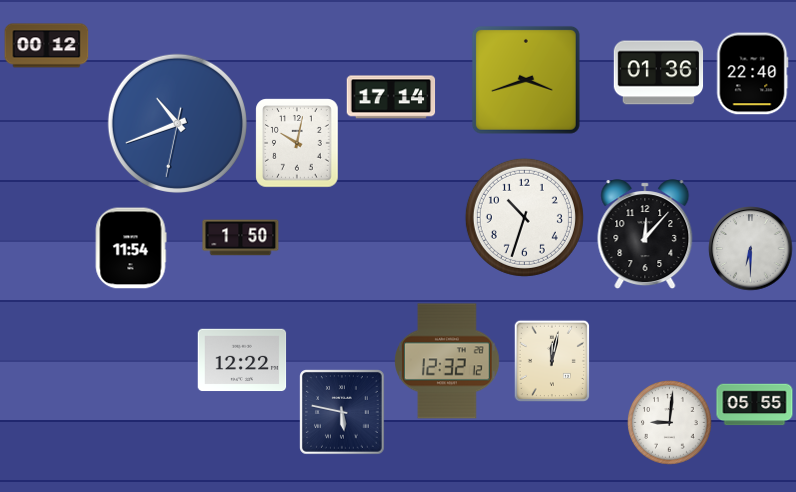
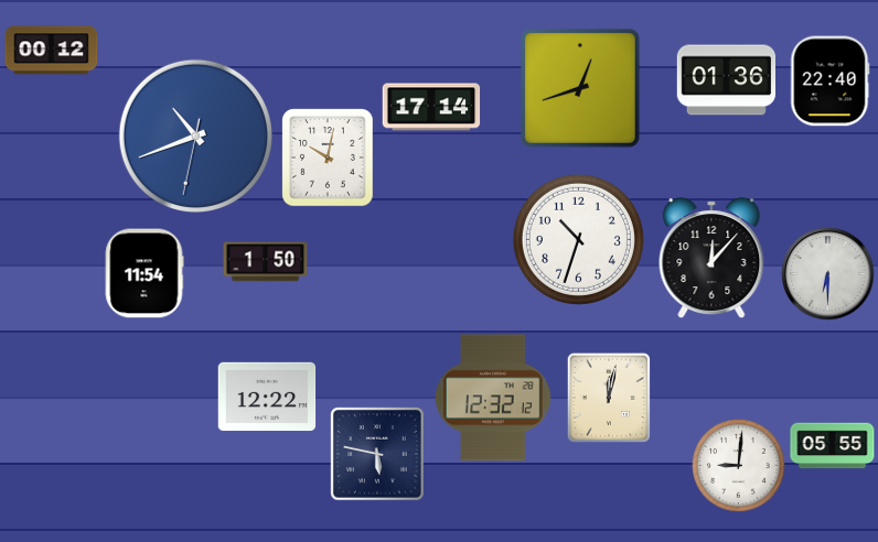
clock at (526, 80): 3:42 -> 12:42
